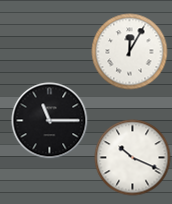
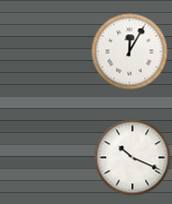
clock at (50, 121): 11:15 -> none
